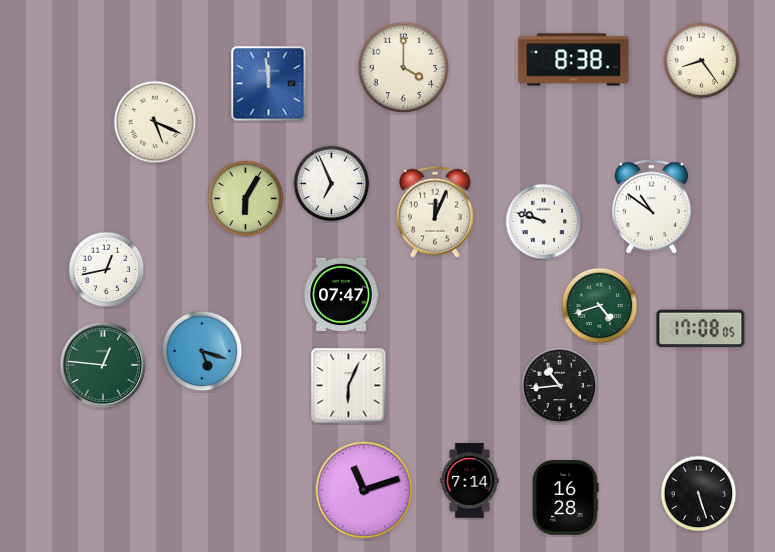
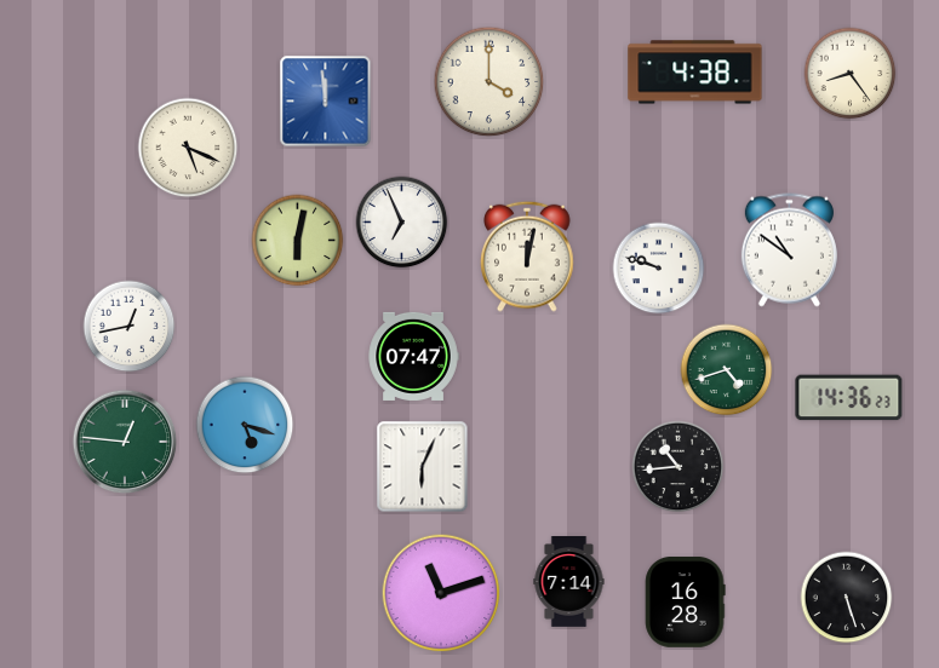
clock at (574, 60): 8:38 -> 4:38
clock at (246, 199): 6:05 -> 6:02
clock at (435, 212): 12:04 -> 12:02
clock at (701, 329): 17:08 -> 14:36
